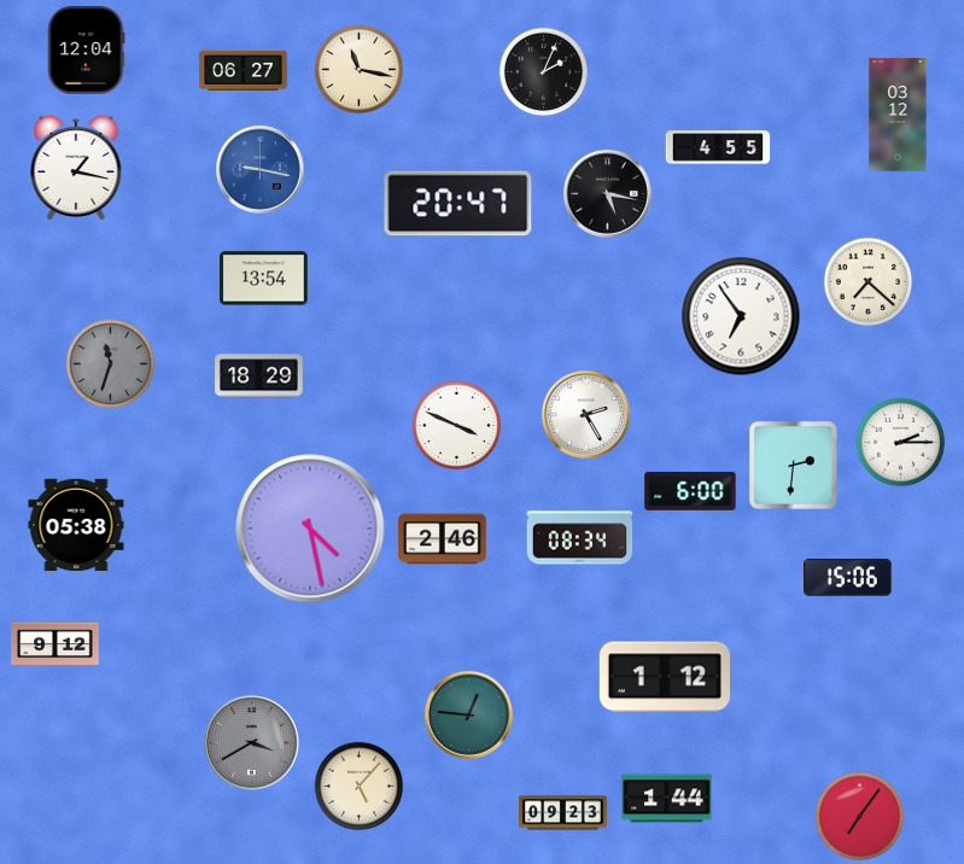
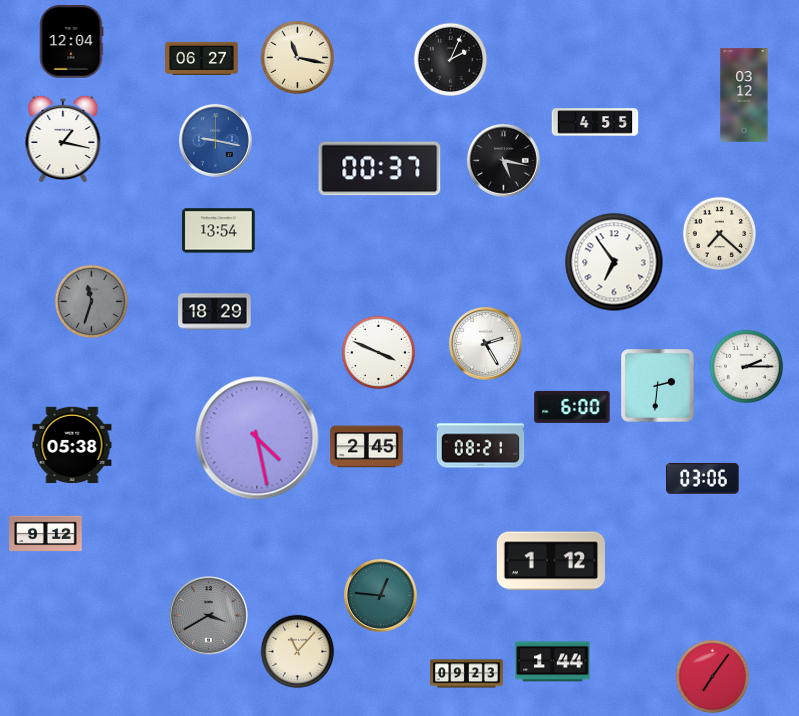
clock at (458, 204): 20:47 -> 00:37
clock at (76, 525) position: (76, 525) -> (72, 445)
clock at (580, 538): 08:34 -> 08:21
clock at (443, 539): 2:46 -> 2:45
clock at (848, 578): 15:06 -> 03:06
clock at (468, 714) position: (468, 714) -> (380, 595)
clock at (360, 787): 5:07 -> 11:07
